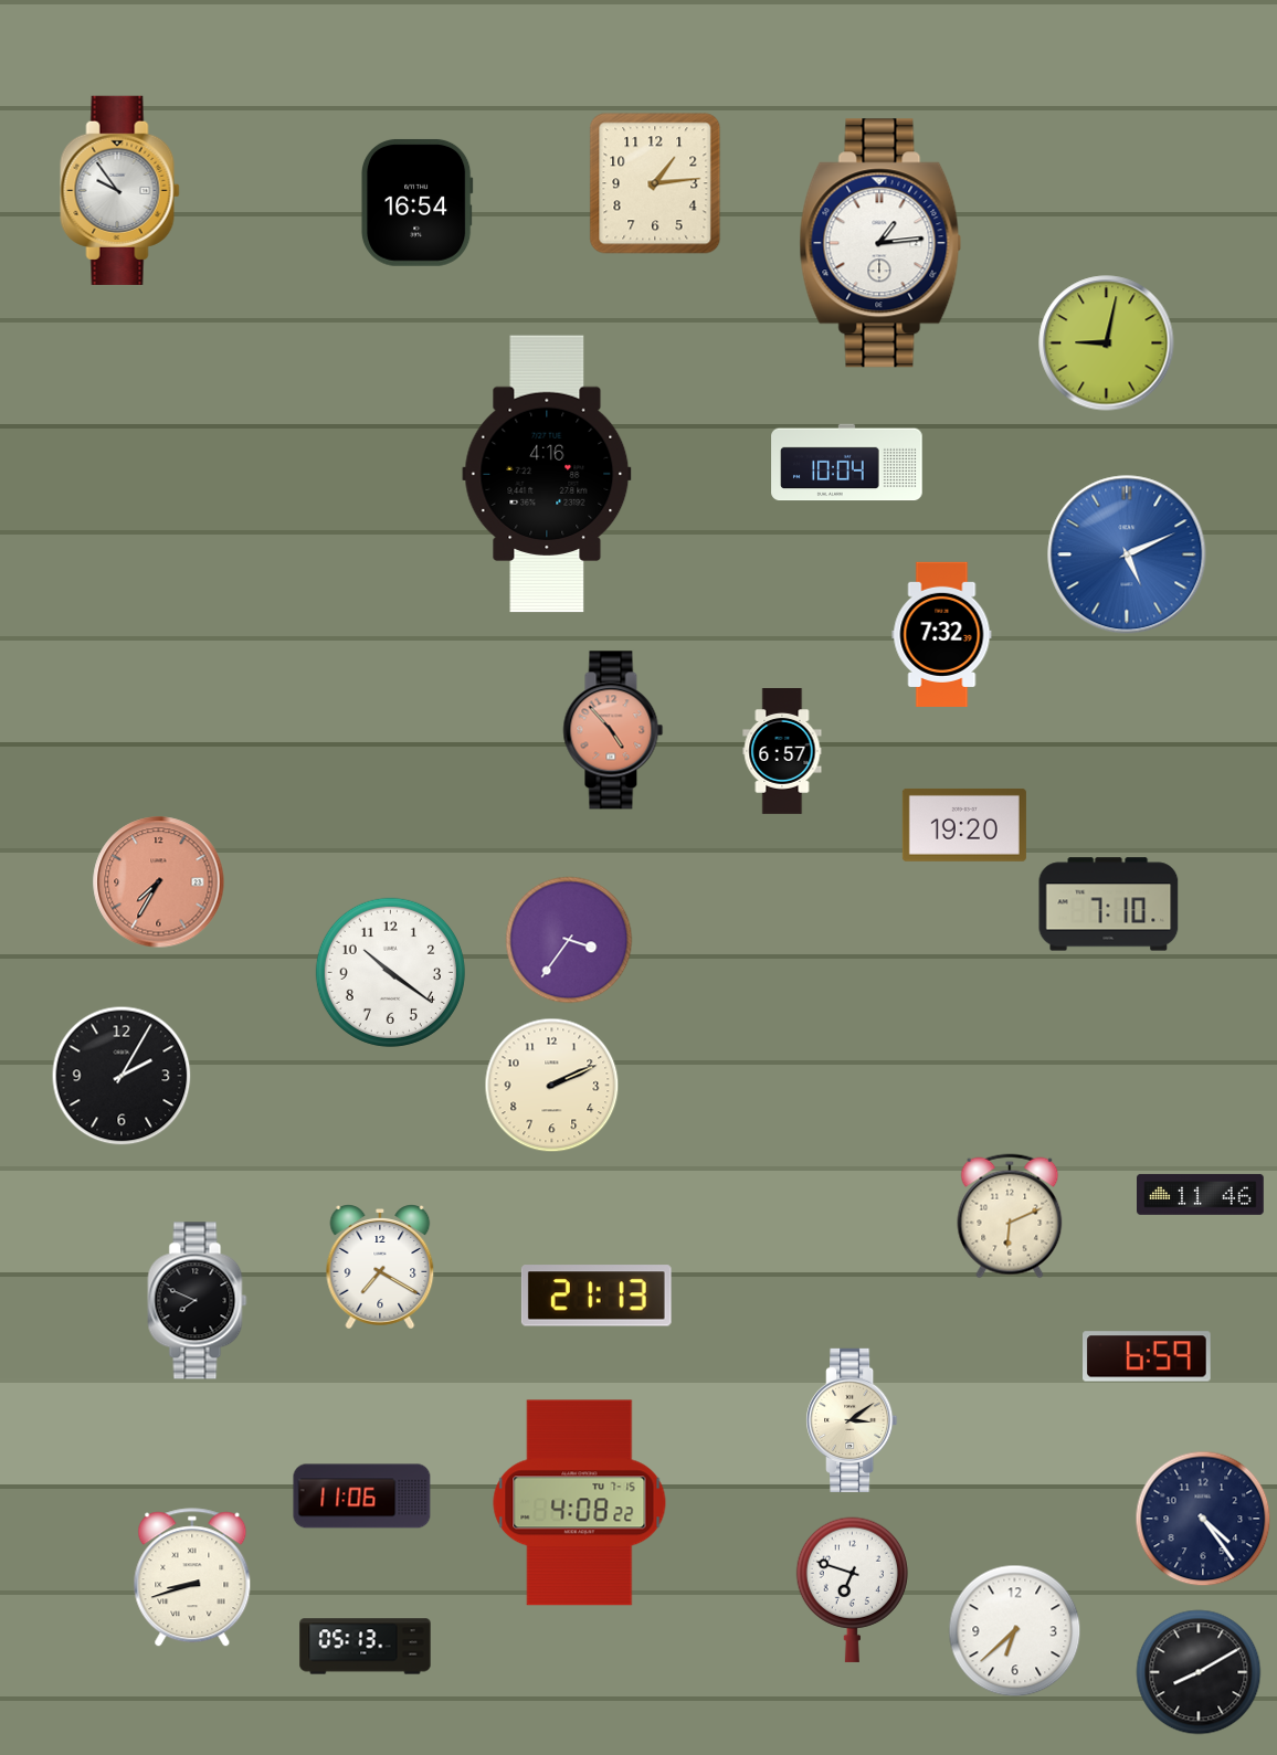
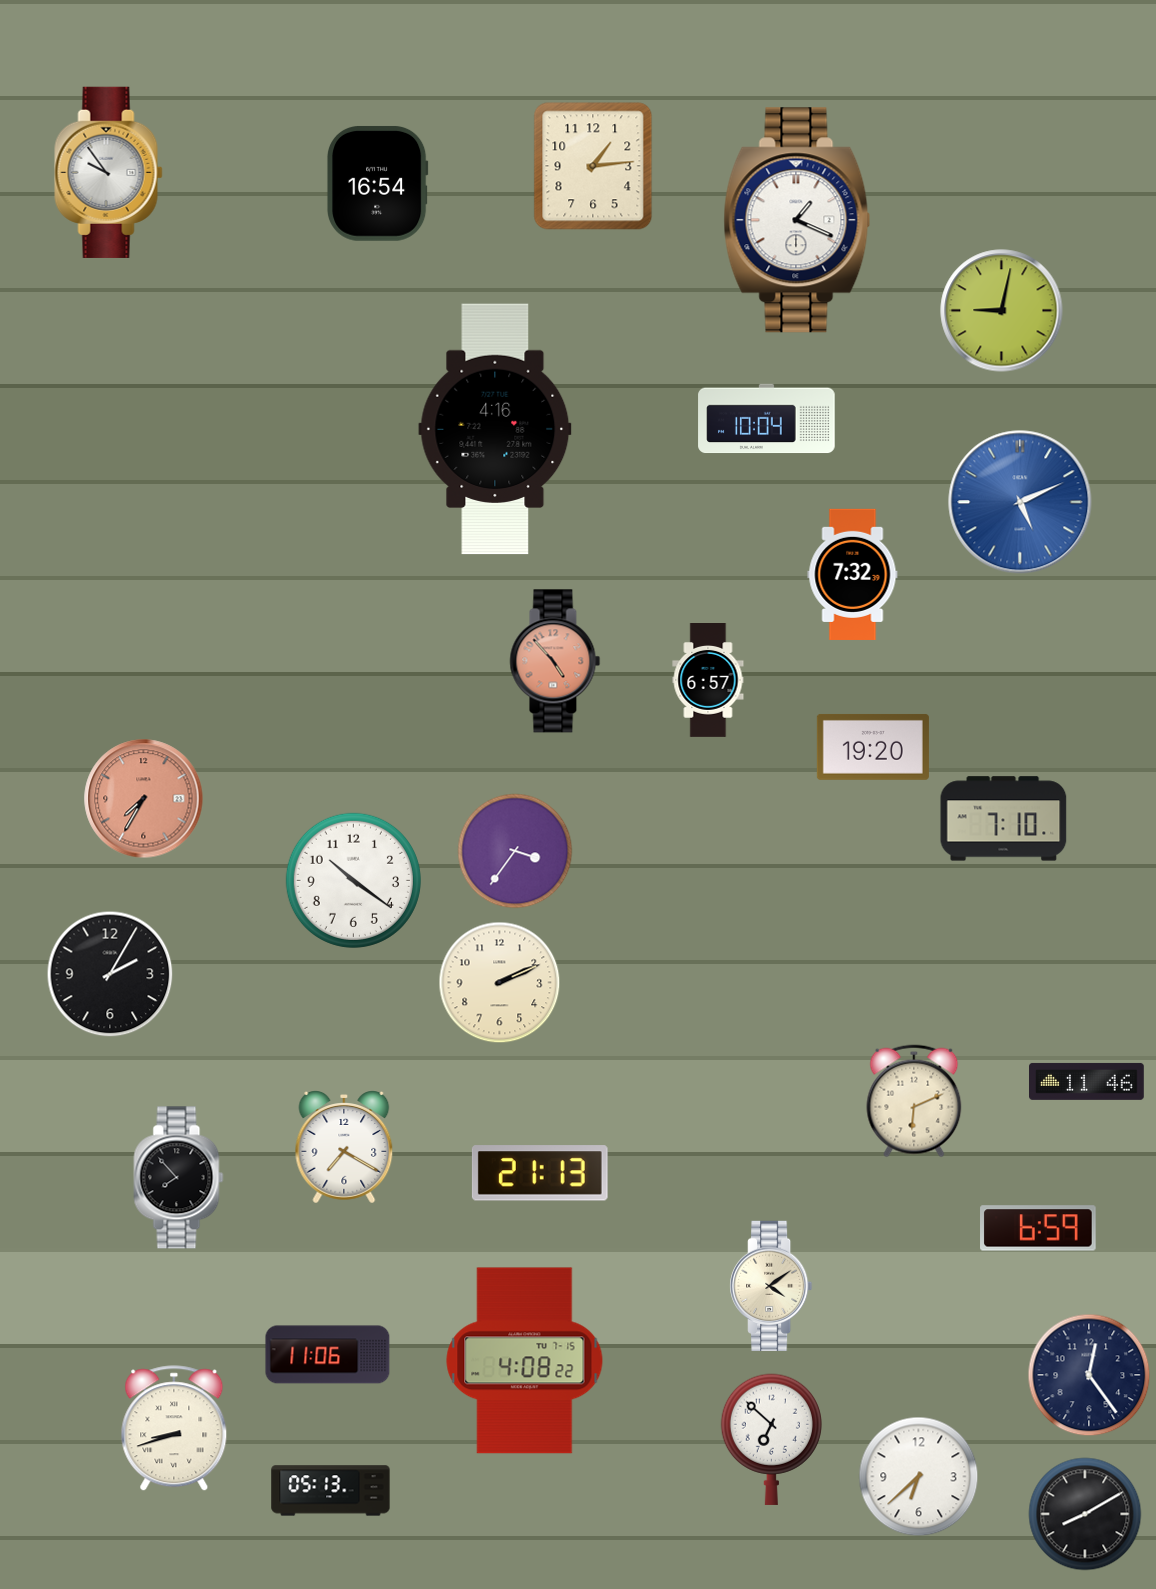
clock at (880, 243): 1:14 -> 1:19
clock at (198, 1301): 7:49 -> 7:53
clock at (853, 1419): 3:09 -> 4:09
clock at (1203, 1519): 4:24 -> 12:24
clock at (852, 1589): 6:48 -> 6:52
